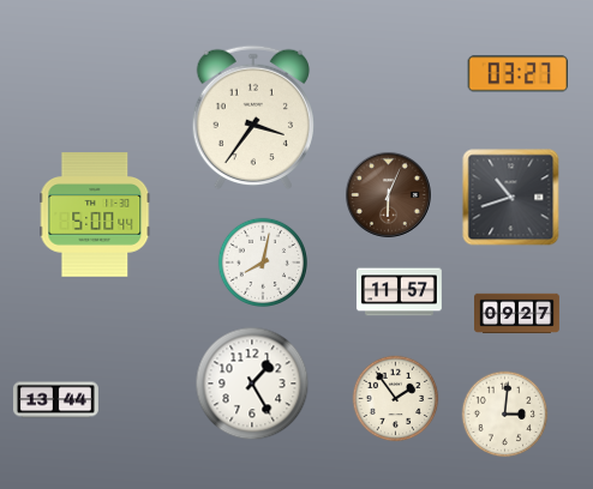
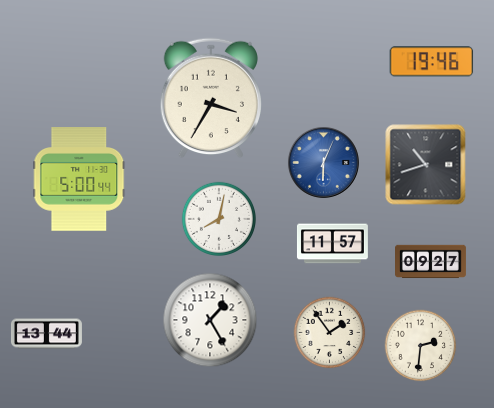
clock at (519, 74): 03:27 -> 19:46
clock at (252, 117): 3:36 -> 3:35
clock at (388, 194) dial: brown -> blue
clock at (505, 415): 3:01 -> 2:31
